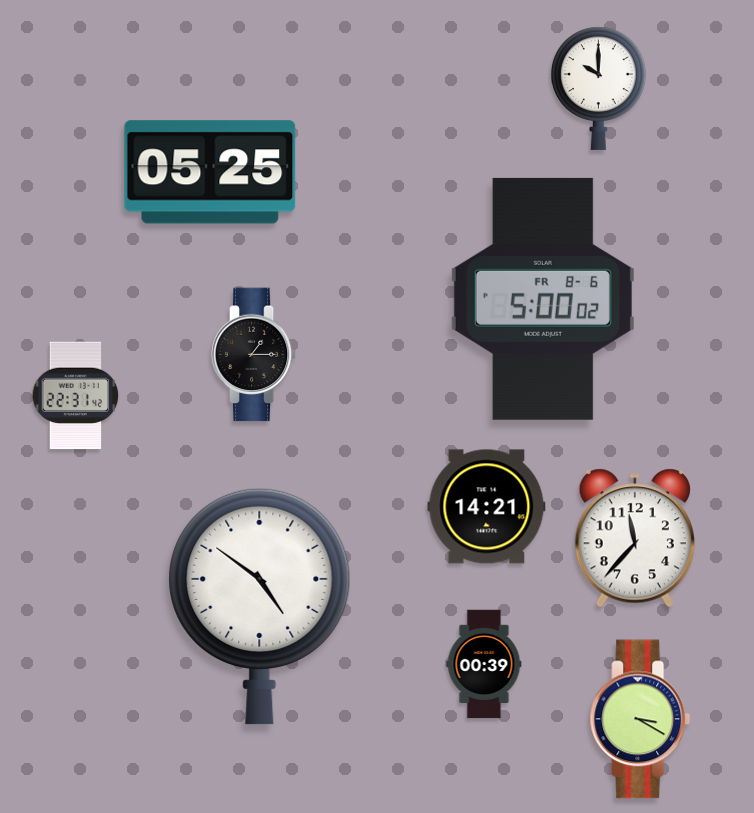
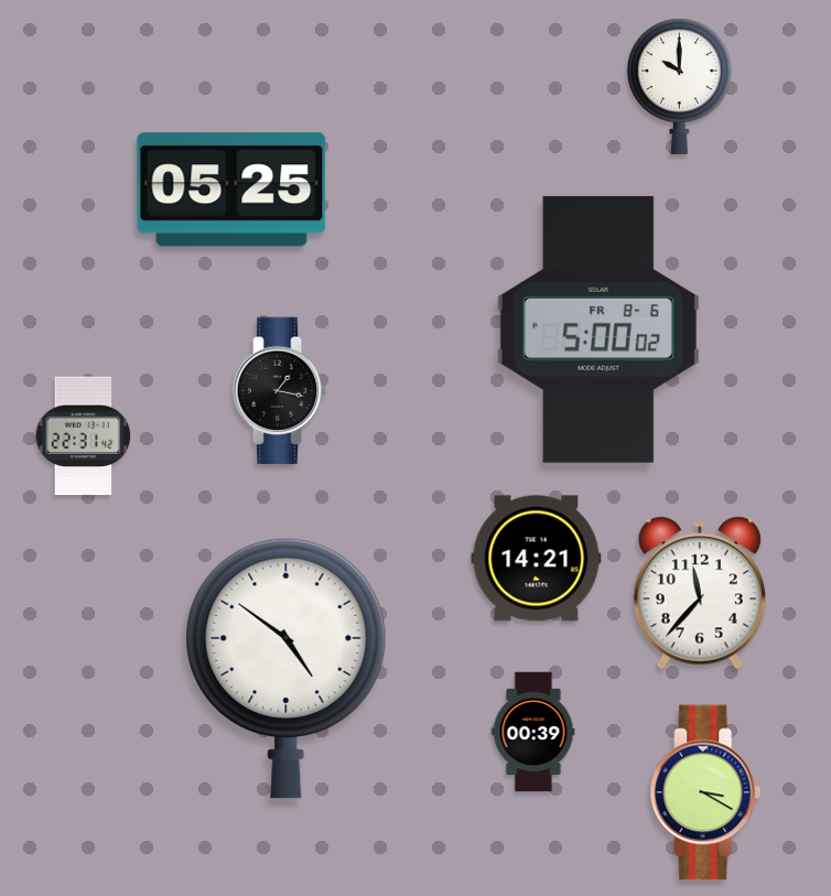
clock at (598, 88) position: (598, 88) -> (679, 86)
clock at (254, 355): 1:15 -> 1:17
